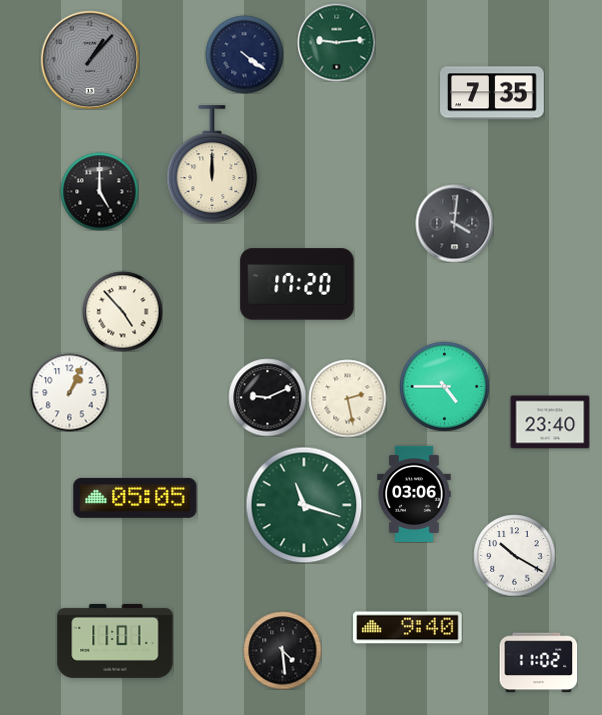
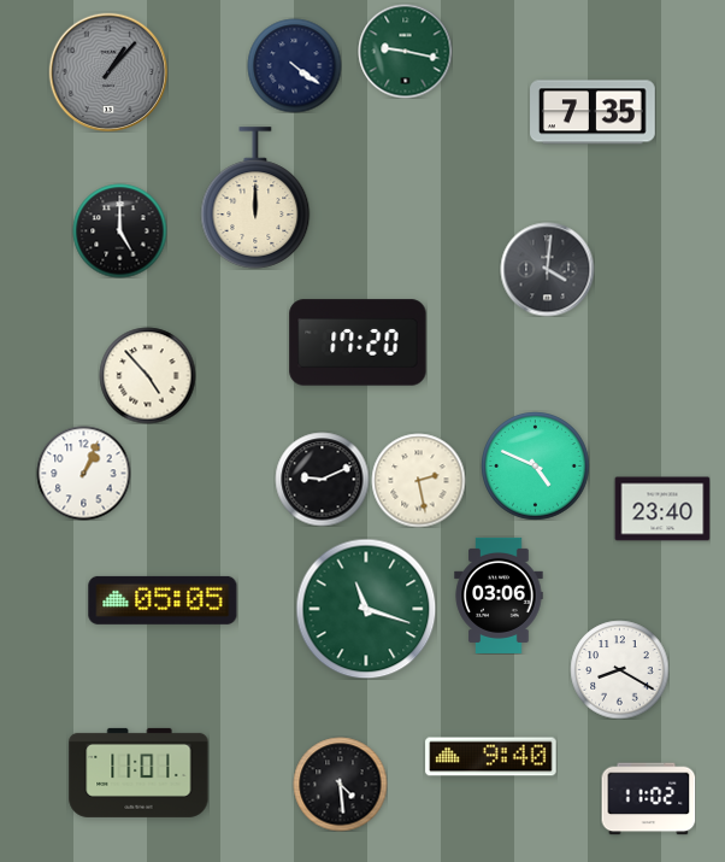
clock at (336, 42): 9:14 -> 9:17
clock at (445, 387): 4:45 -> 4:49
clock at (514, 555): 10:20 -> 8:20
